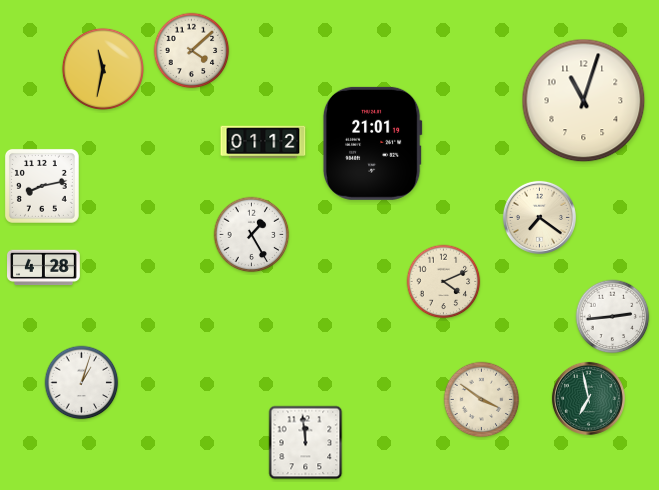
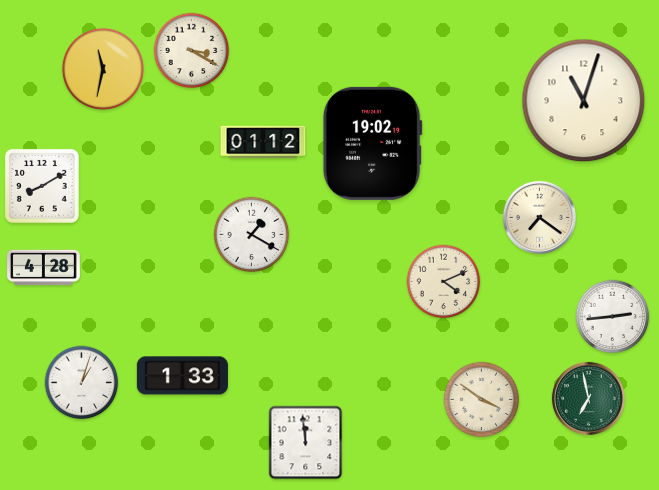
clock at (192, 51): 4:08 -> 3:20
clock at (372, 143): 21:01 -> 19:02
clock at (42, 186): 8:13 -> 8:10
clock at (252, 235): 1:25 -> 1:20
clock at (182, 376): none -> 1:33
